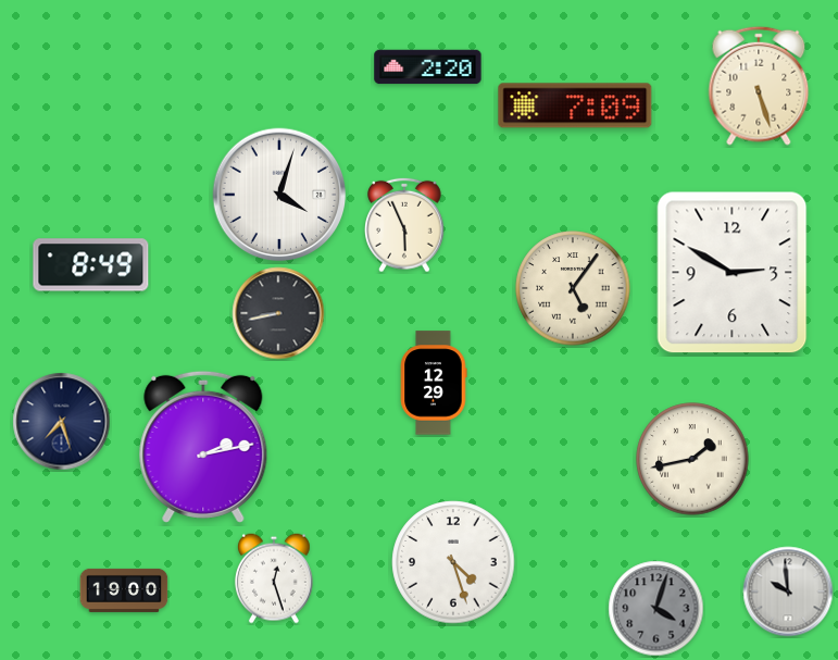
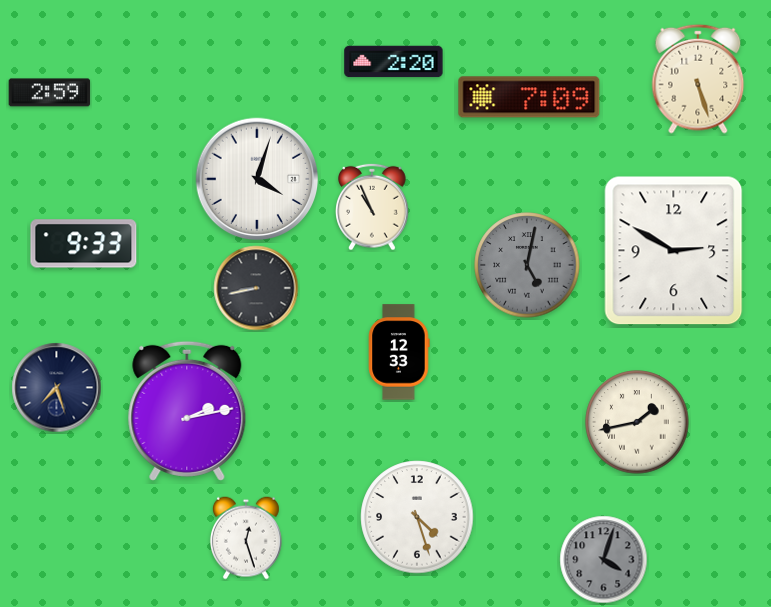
clock at (50, 93): none -> 2:59
clock at (404, 225): 5:56 -> 10:56
clock at (91, 265): 8:49 -> 9:33
clock at (573, 288): 5:06 -> 5:02
clock at (573, 288) dial: cream -> grey
clock at (434, 383): 12:29 -> 12:33
clock at (274, 578) position: (274, 578) -> (246, 538)
clock at (124, 590): 19:00 -> none
clock at (788, 591): 9:59 -> none
